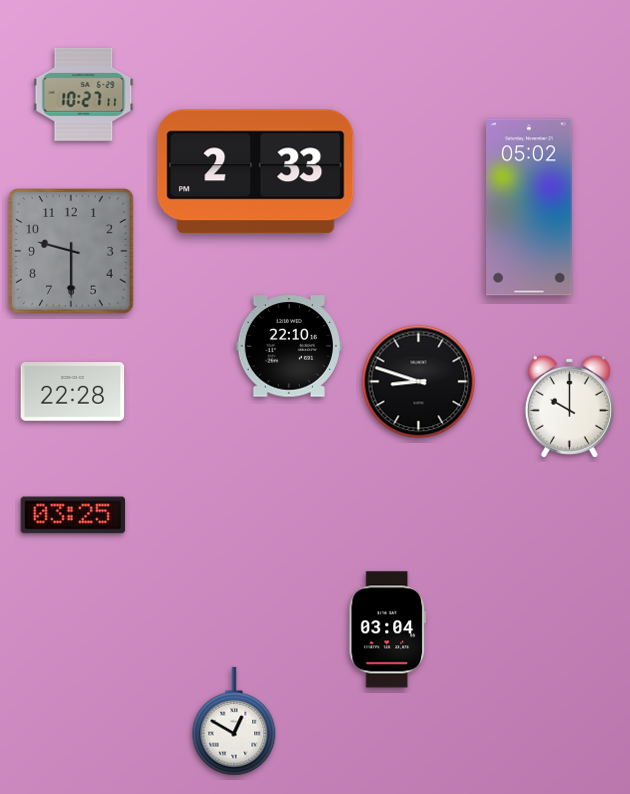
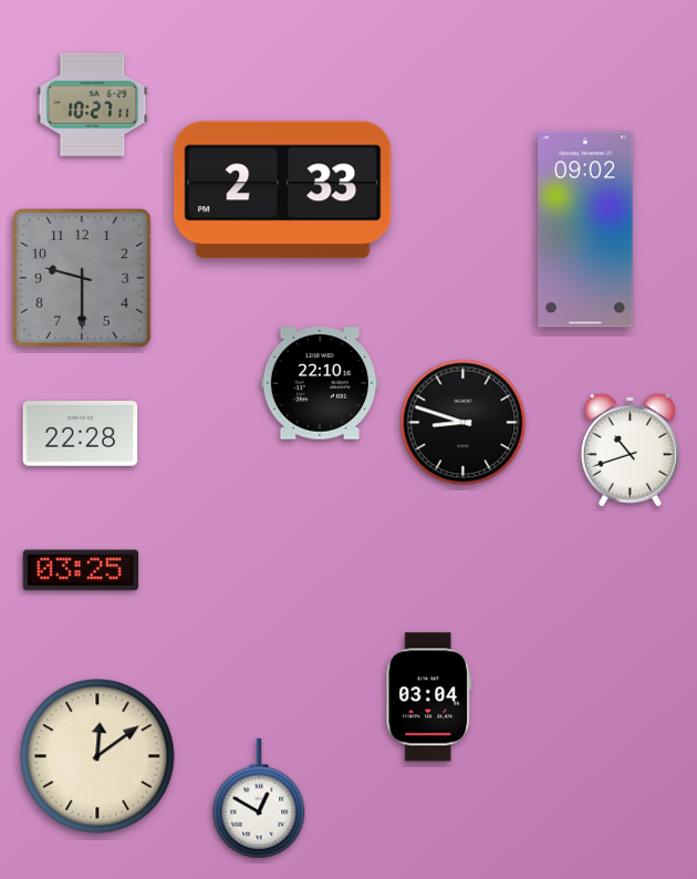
clock at (529, 207): 05:02 -> 09:02
clock at (71, 251) position: (71, 251) -> (82, 278)
clock at (569, 406): 10:00 -> 10:42
clock at (97, 756): none -> 12:09
